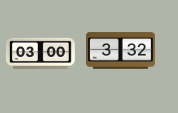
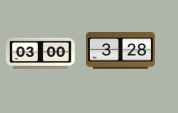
clock at (121, 51): 3:32 -> 3:28
